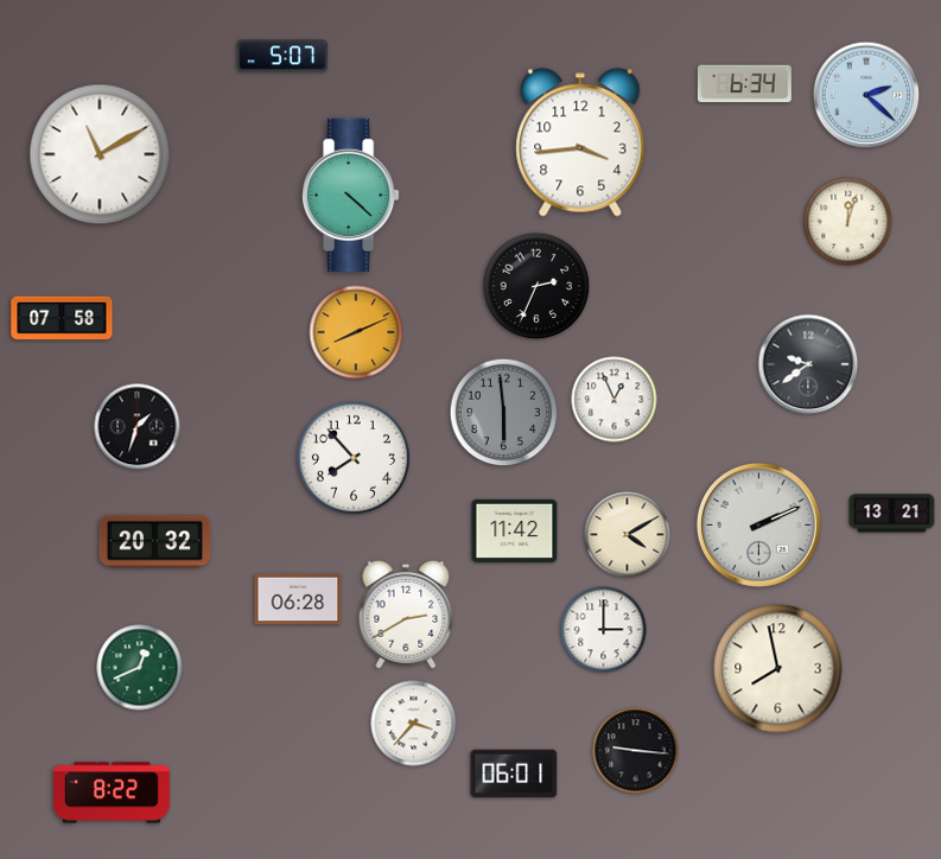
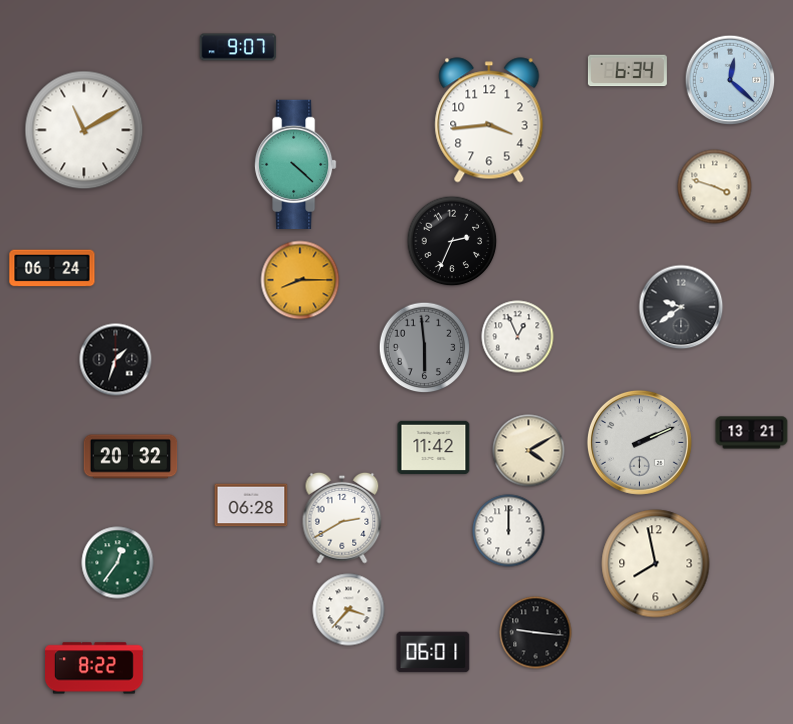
clock at (282, 56): 5:07 -> 9:07
clock at (866, 95): 2:22 -> 12:22
clock at (848, 222): 12:03 -> 3:48
clock at (62, 318): 07:58 -> 06:24
clock at (356, 332): 8:11 -> 8:15
clock at (354, 458): 7:53 -> none
clock at (604, 630): 3:00 -> 12:00
clock at (140, 668): 12:41 -> 12:36
